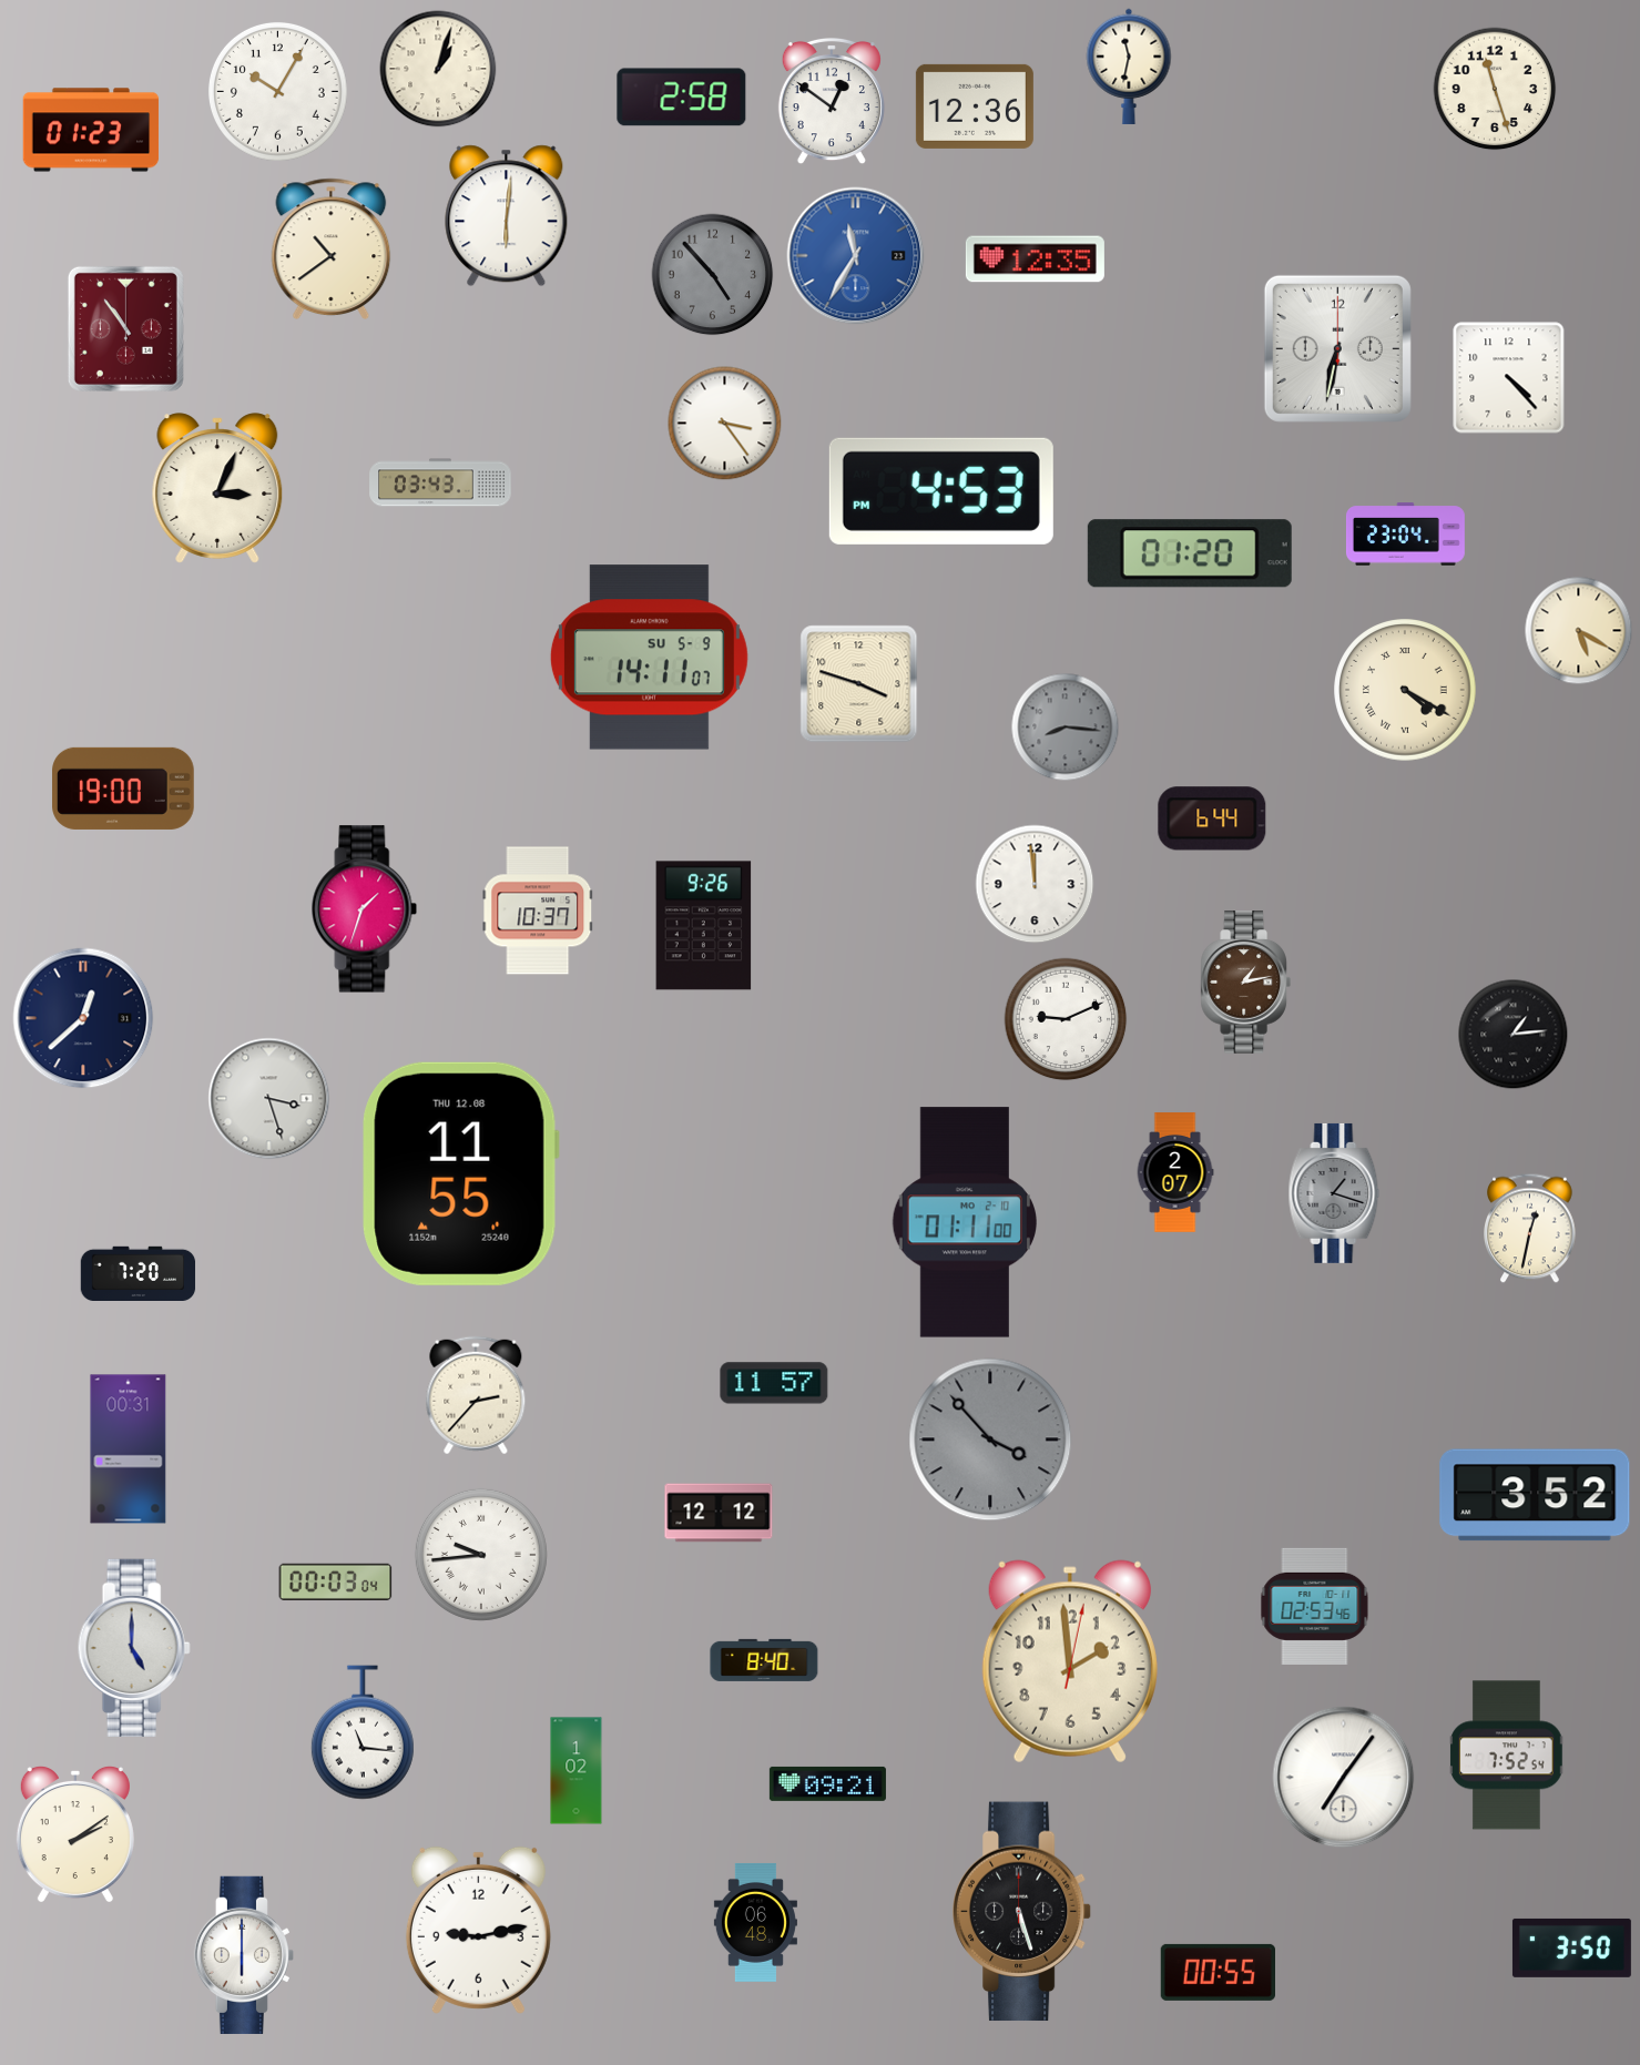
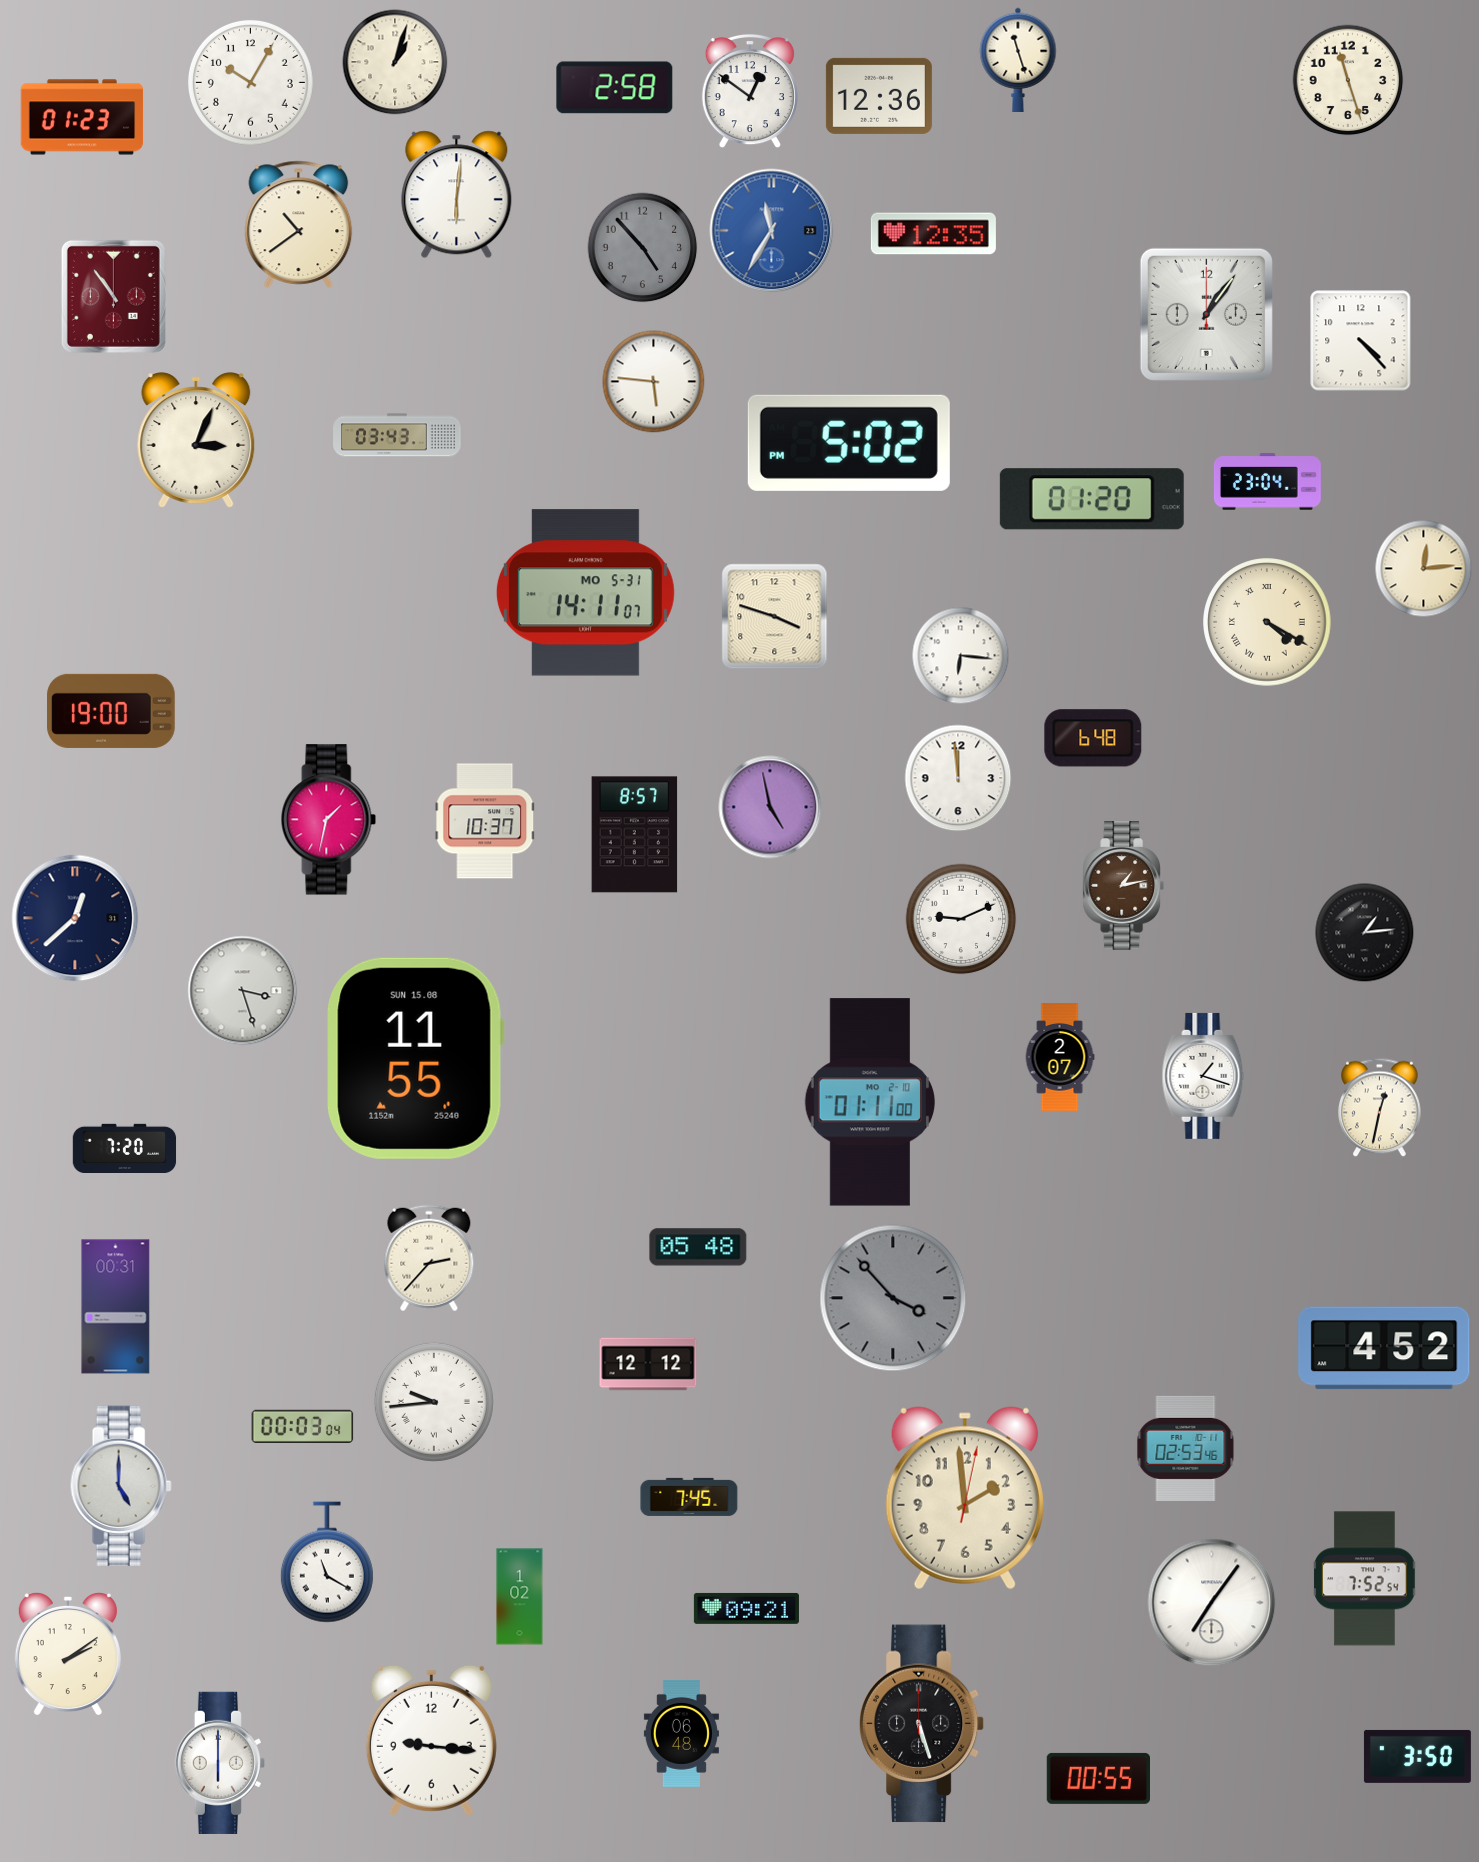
clock at (1129, 67): 11:32 -> 11:27
clock at (1337, 348): 6:32 -> 1:06
clock at (725, 424): 3:24 -> 5:46
clock at (941, 491): 4:53 -> 5:02
clock at (1190, 553) position: (1190, 553) -> (1092, 499)
clock at (1579, 631): 5:20 -> 12:14
clock at (649, 658) date: SU 5-9 -> MO 5-31
clock at (1066, 728): 8:16 -> 6:16
clock at (1066, 728) dial: grey -> white
clock at (1212, 818): 6:44 -> 6:48
clock at (1035, 884) position: (1035, 884) -> (958, 778)
clock at (770, 807): none -> 4:58
clock at (365, 909): 1:33 -> 1:32
clock at (704, 926): 9:26 -> 8:57
clock at (460, 1173) date: THU 12.08 -> SUN 15.08
clock at (1334, 1193) dial: grey -> white
clock at (774, 1383): 11:57 -> 05:48
clock at (1535, 1495): 3:52 -> 4:52
clock at (764, 1660): 8:40 -> 7:45
clock at (363, 1732): 11:16 -> 11:20
clock at (1507, 1756) position: (1507, 1756) -> (1365, 1579)
clock at (478, 1930): 9:13 -> 9:16
